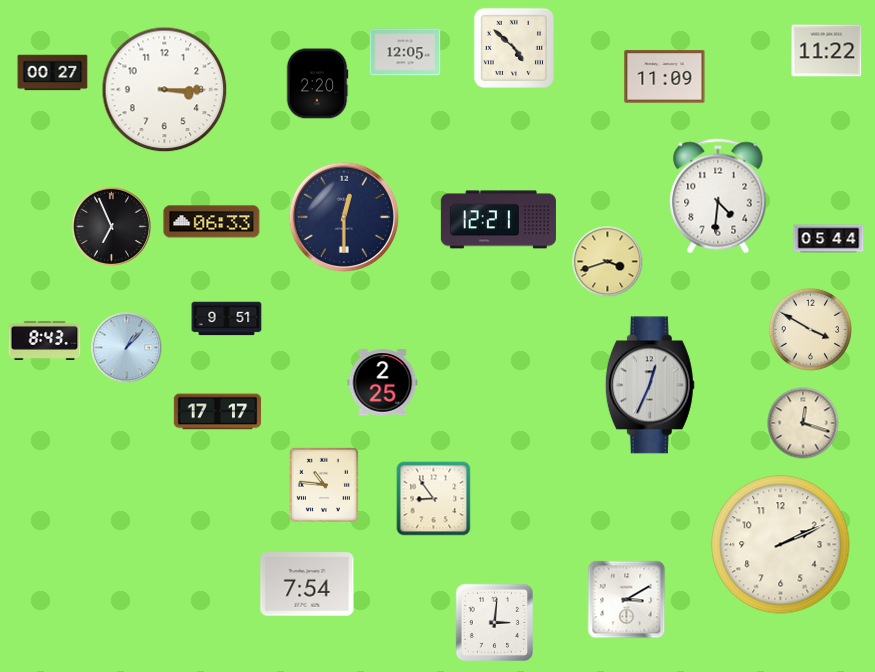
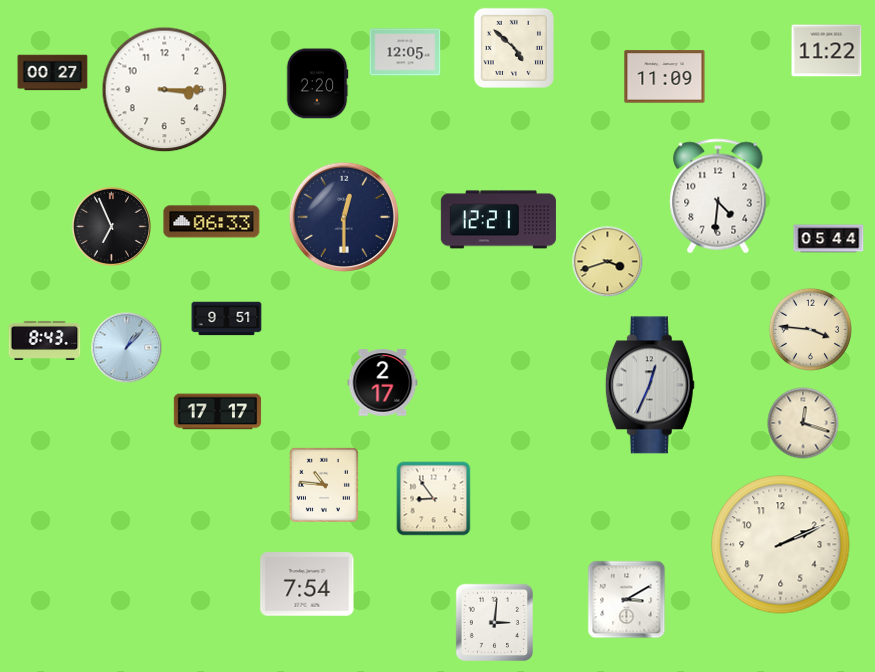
clock at (810, 329): 3:50 -> 3:46
clock at (383, 383): 2:25 -> 2:17
